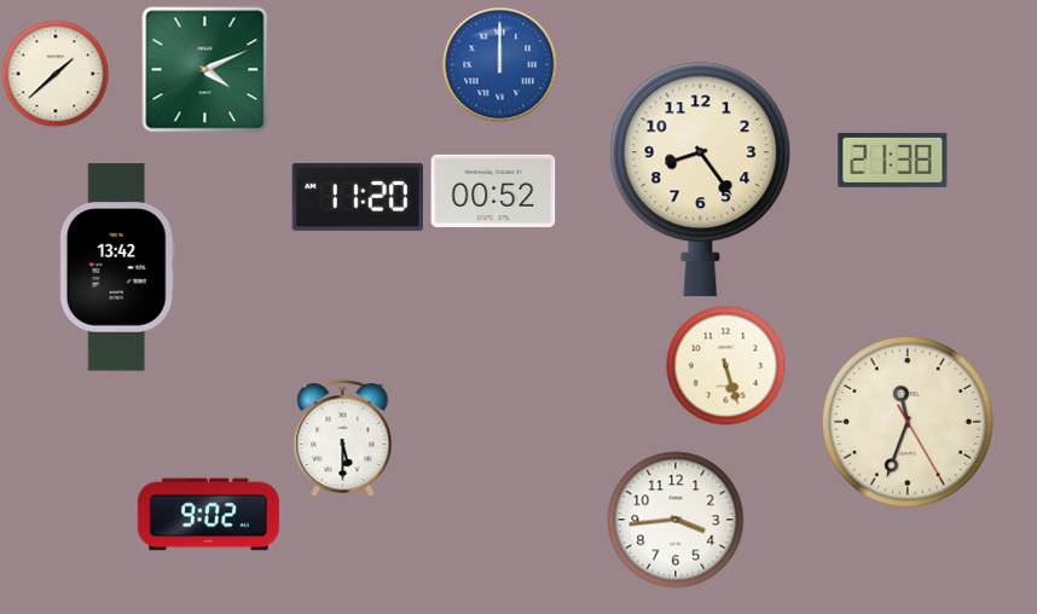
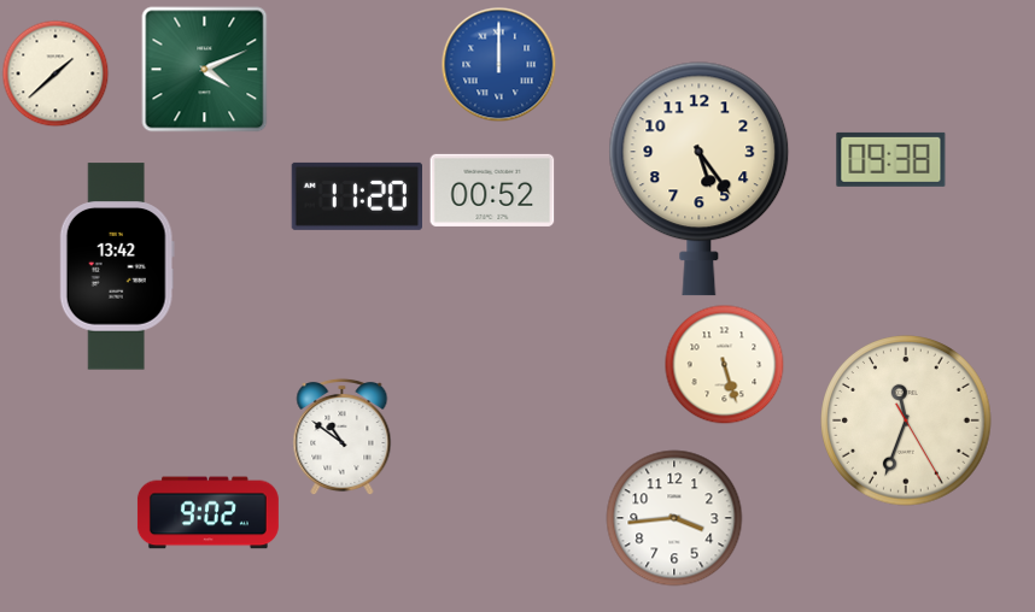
clock at (893, 160): 21:38 -> 09:38
clock at (701, 180): 8:24 -> 5:24
clock at (343, 438): 5:30 -> 10:51
